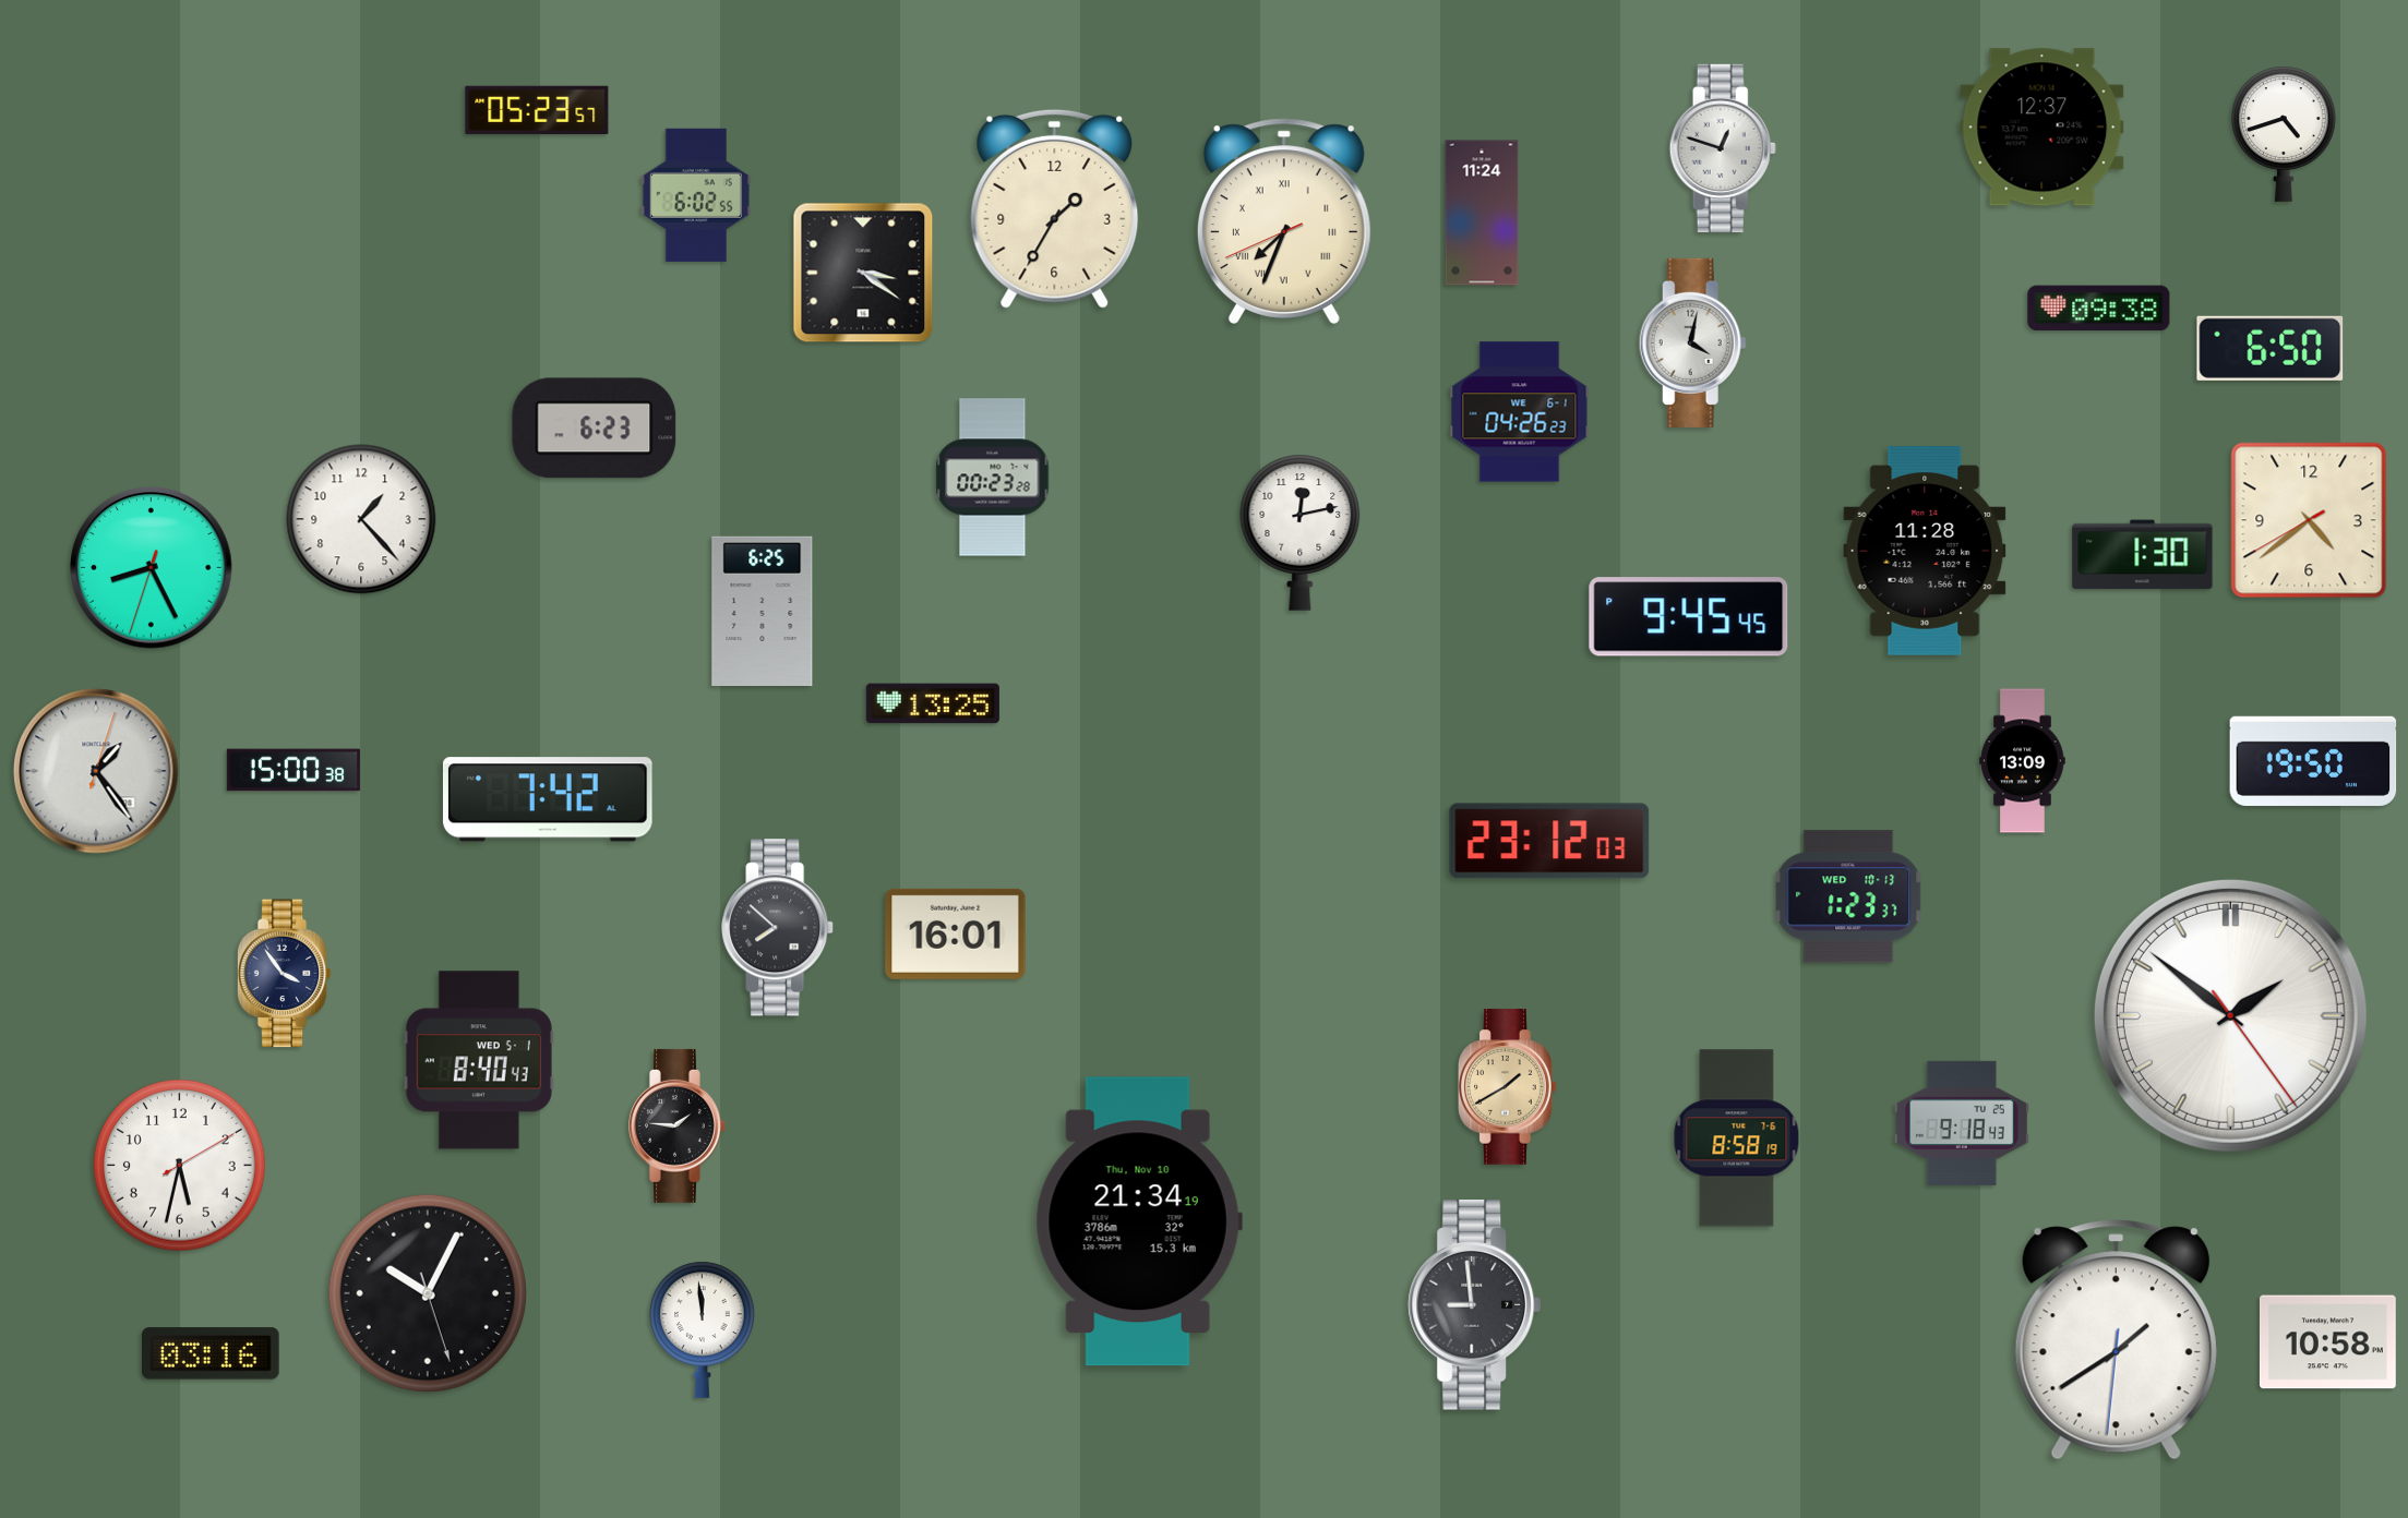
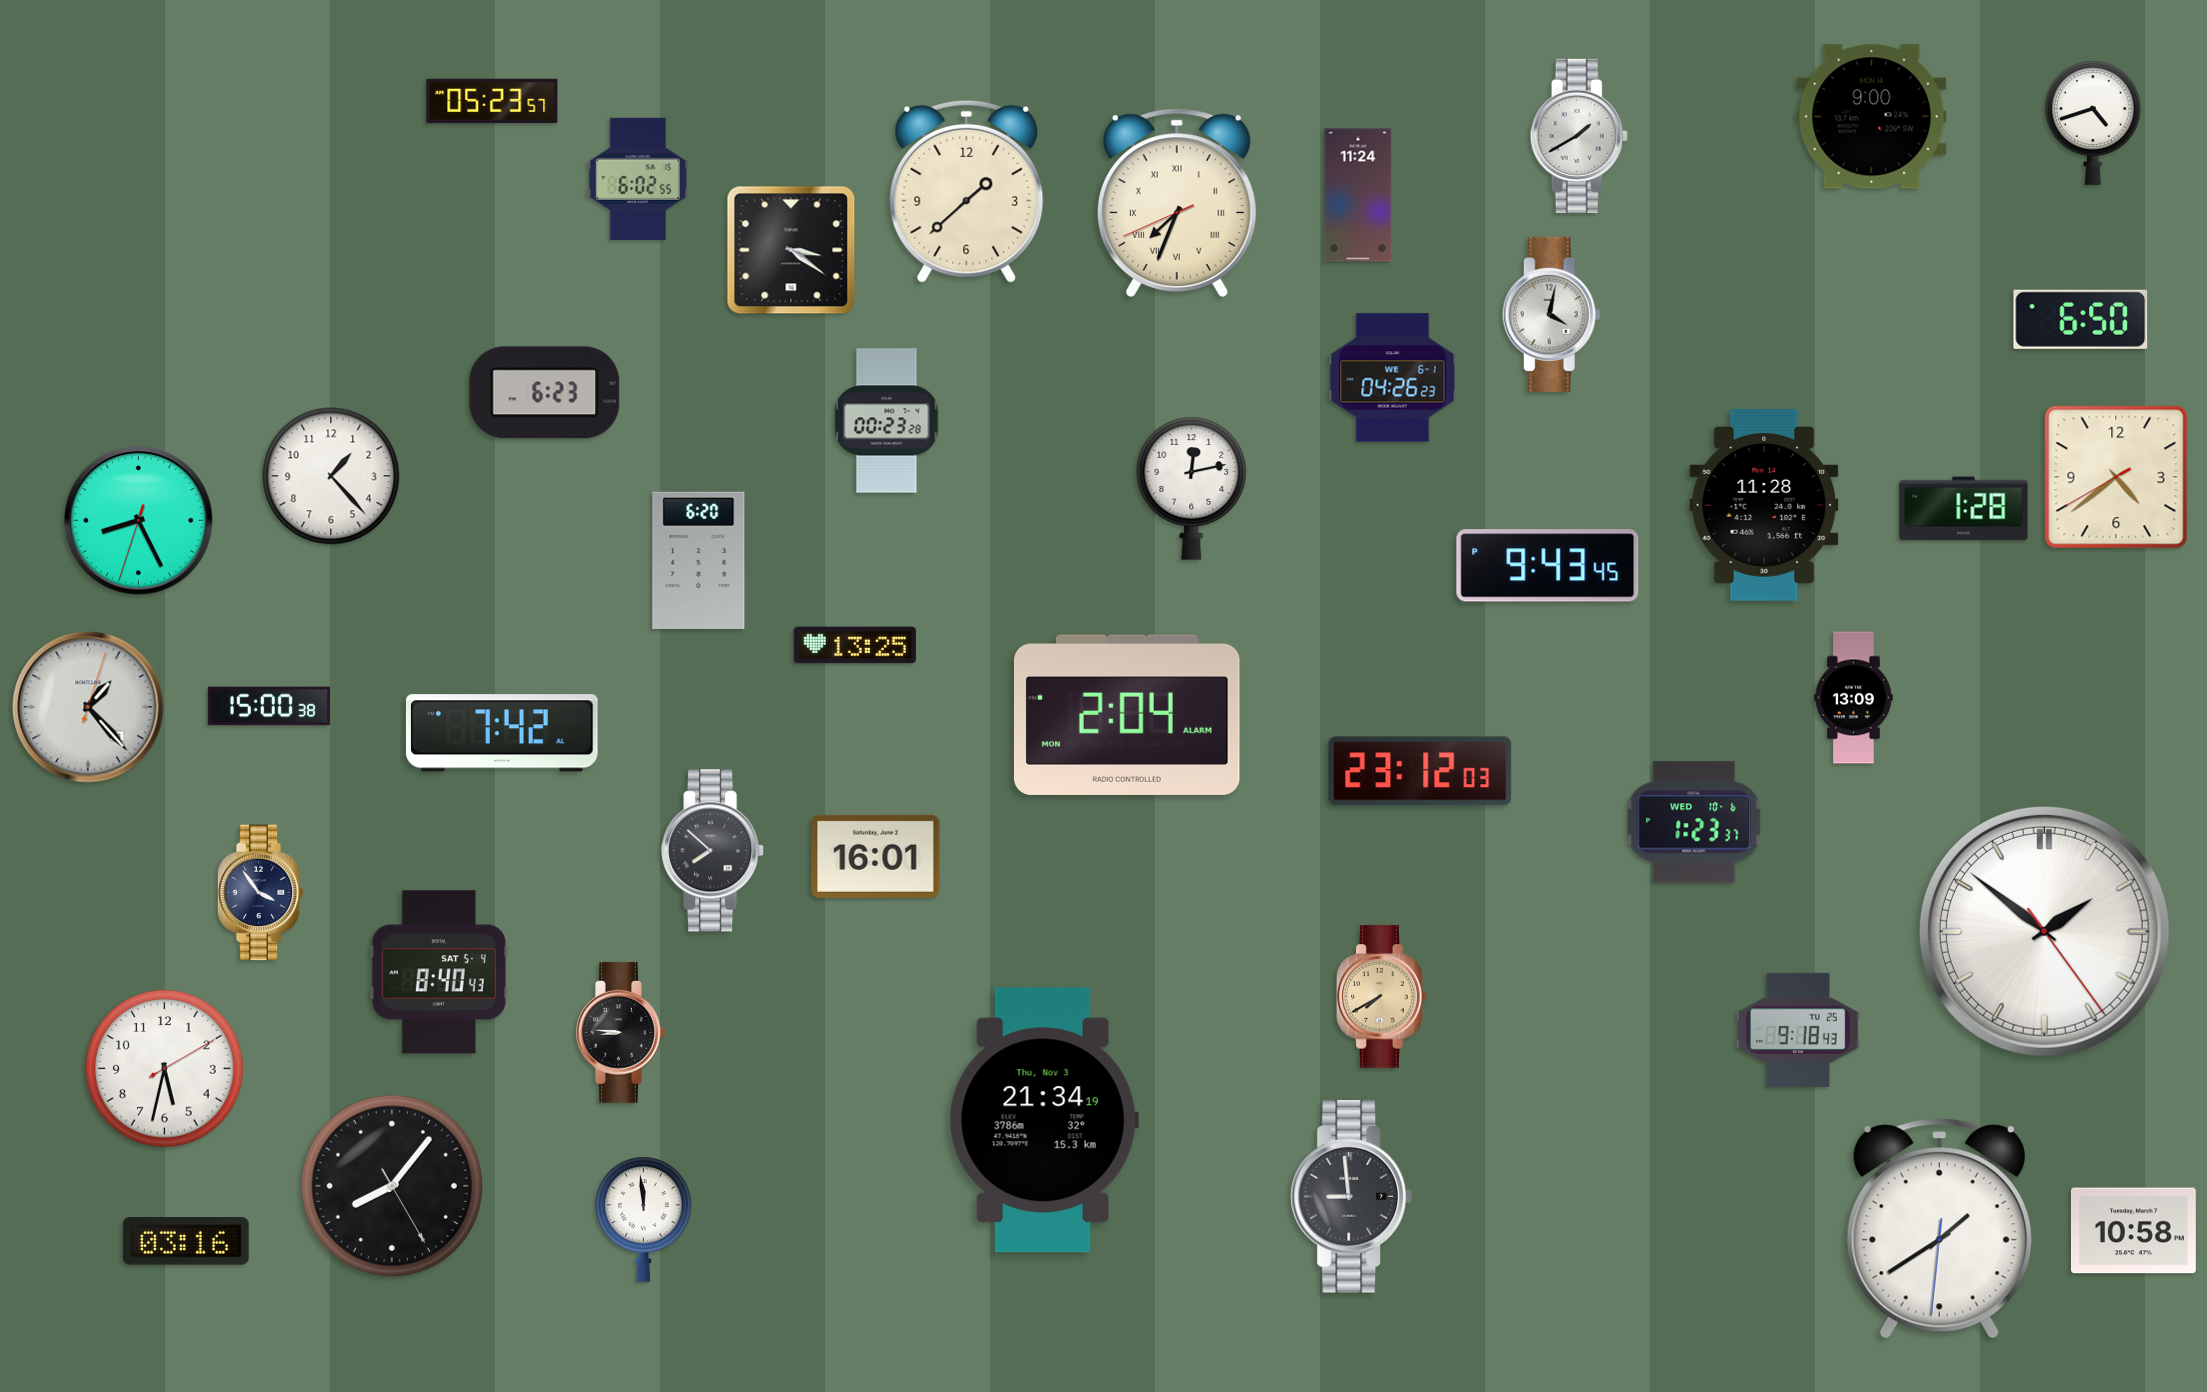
clock at (2042, 128): 12:37 -> 9:00
clock at (1723, 148): 12:48 -> 1:40
clock at (1055, 208): 1:35 -> 1:38
clock at (2099, 309): 09:38 -> none
clock at (993, 478) position: (993, 478) -> (887, 421)
clock at (2143, 555): 1:30 -> 1:28
clock at (763, 611): 6:25 -> 6:20
clock at (1689, 617): 9:45 -> 9:43
clock at (2313, 761): 19:50 -> none
clock at (96, 771): 1:24 -> 1:23
clock at (1127, 715): none -> 2:04
clock at (1848, 896) date: WED 10-13 -> WED 10-6
clock at (479, 1060) date: WED 5-1 -> SAT 5-4
clock at (1508, 1087): 1:40 -> 7:40
clock at (678, 1125): 1:46 -> 8:46
clock at (1737, 1138): 8:58 -> none
clock at (1139, 1221) date: Thu, Nov 10 -> Thu, Nov 3
clock at (428, 1293): 10:04 -> 8:06
clock at (211, 1353) position: (211, 1353) -> (186, 1241)
